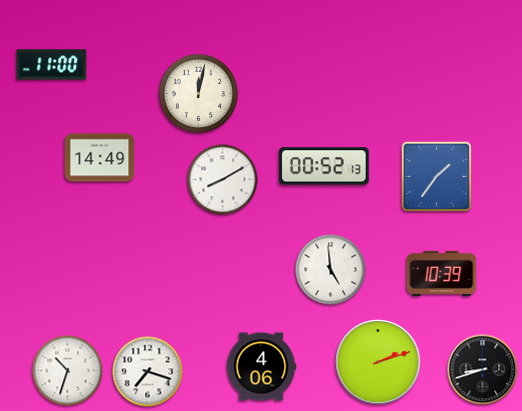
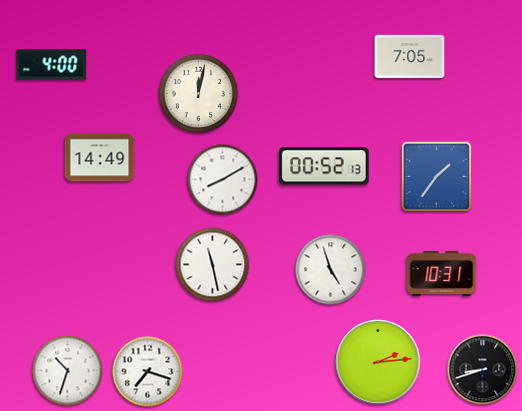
clock at (410, 56): none -> 7:05
clock at (52, 65): 11:00 -> 4:00
clock at (213, 265): none -> 11:28
clock at (331, 270): 4:59 -> 4:57
clock at (442, 273): 10:39 -> 10:31
clock at (378, 362): 2:12 -> 2:14
clock at (261, 367): 4:06 -> none
